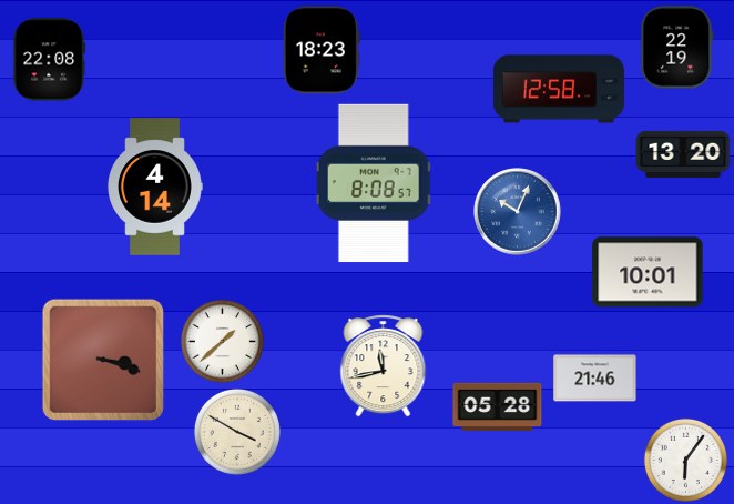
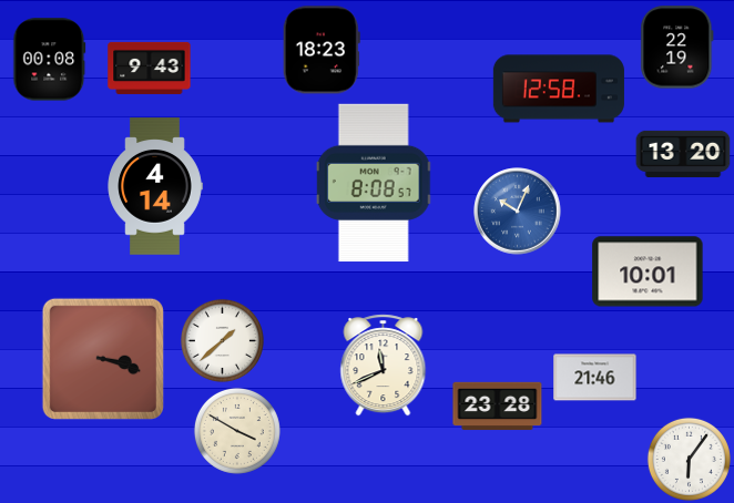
clock at (50, 60): 22:08 -> 00:08
clock at (150, 68): none -> 9:43
clock at (384, 366): 11:43 -> 11:41
clock at (498, 407): 05:28 -> 23:28
clock at (685, 460) position: (685, 460) -> (689, 459)
